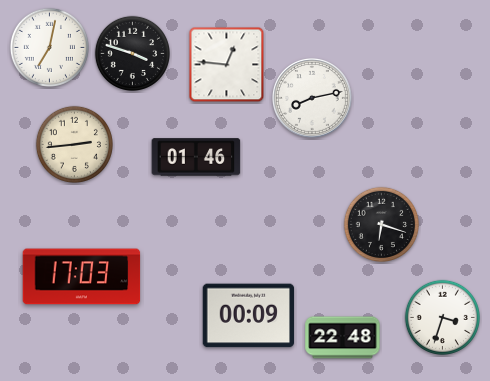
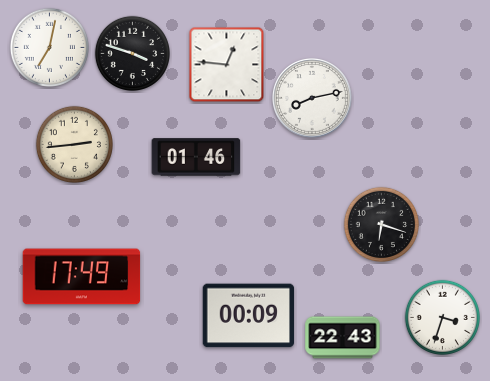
clock at (82, 277): 17:03 -> 17:49
clock at (343, 338): 22:48 -> 22:43
